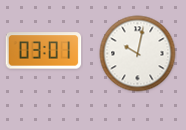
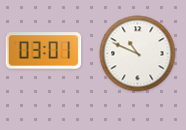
clock at (138, 54): 10:02 -> 10:49
